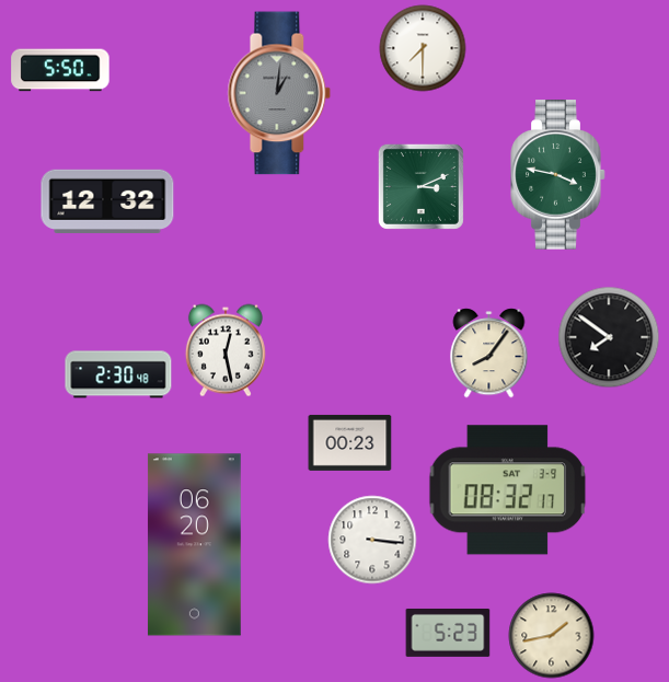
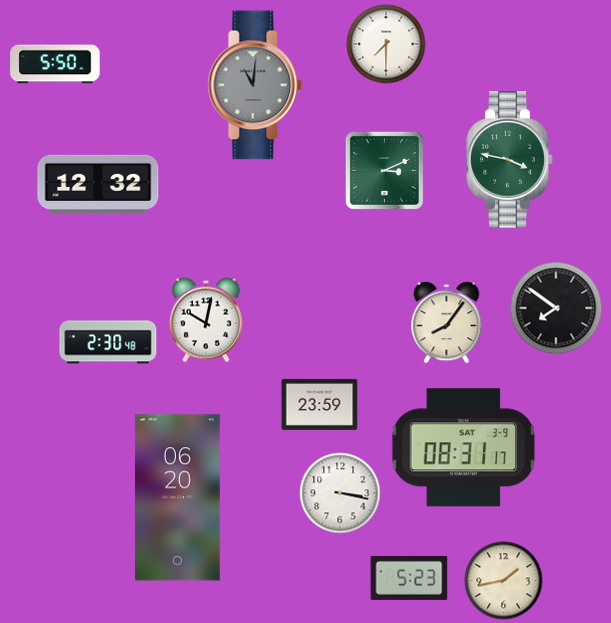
clock at (279, 93): 1:01 -> 11:01
clock at (226, 350): 12:28 -> 10:02
clock at (350, 442): 00:23 -> 23:59
clock at (508, 490): 08:32 -> 08:31
clock at (372, 540): 3:16 -> 3:17
